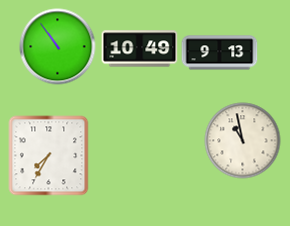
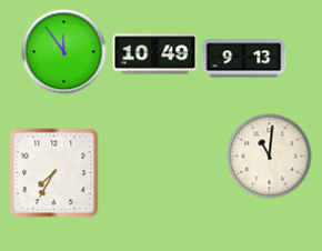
clock at (58, 47): 10:54 -> 11:54
clock at (243, 141): 10:58 -> 11:01
